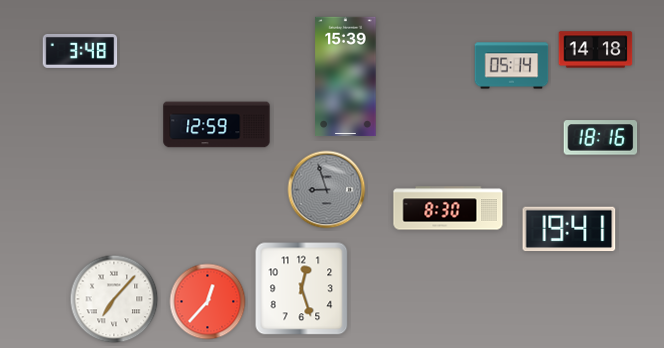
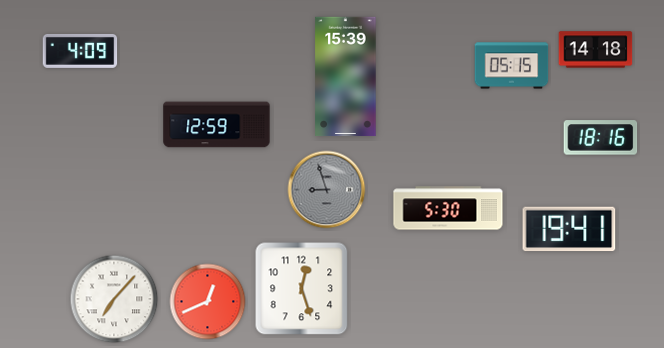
clock at (80, 51): 3:48 -> 4:09
clock at (512, 66): 05:14 -> 05:15
clock at (448, 208): 8:30 -> 5:30
clock at (208, 302): 12:37 -> 12:41
